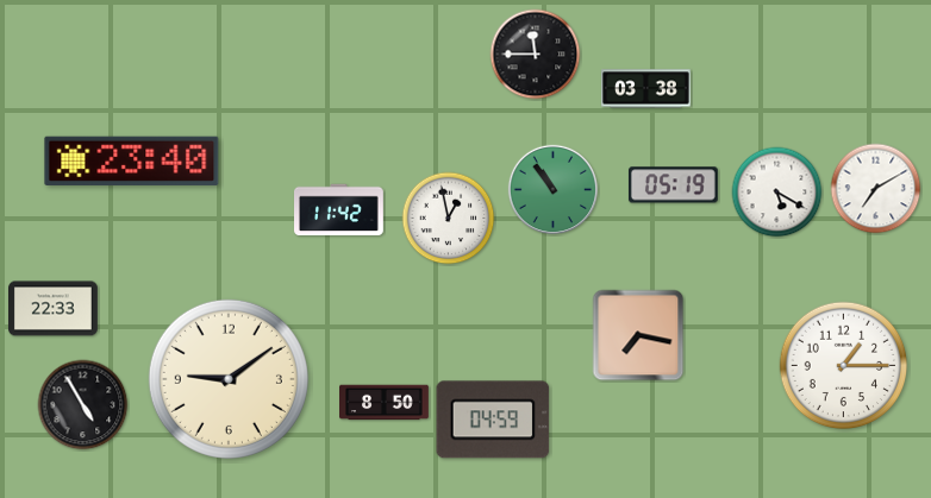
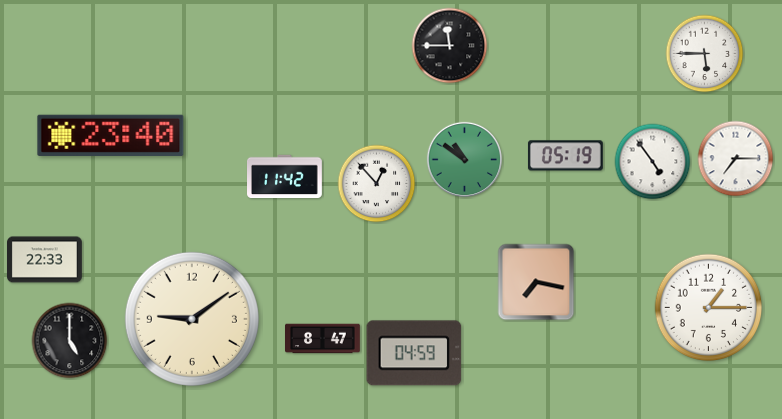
clock at (705, 54): none -> 5:45
clock at (646, 89): 03:38 -> none
clock at (552, 189): 10:54 -> 10:51
clock at (876, 189): 7:10 -> 7:15
clock at (777, 193): 5:20 -> 4:54
clock at (449, 219): 12:58 -> 12:53
clock at (385, 403): 8:50 -> 8:47
clock at (83, 405): 4:55 -> 5:00
